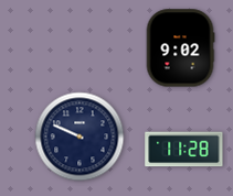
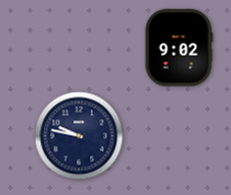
clock at (80, 137): 9:49 -> 9:47
clock at (184, 150): 11:28 -> none
